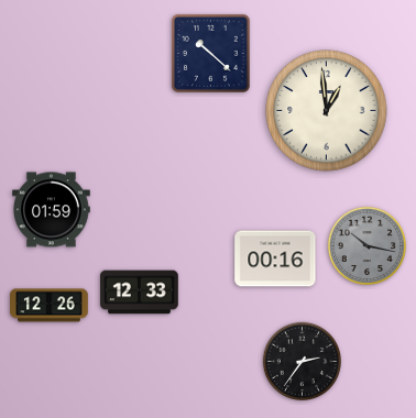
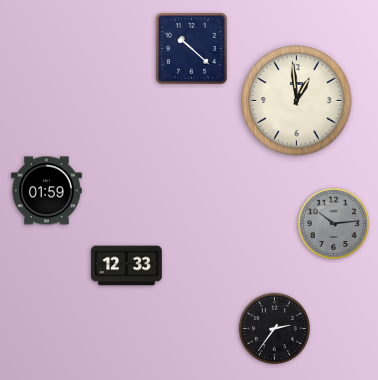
clock at (368, 246): 10:17 -> 10:14
clock at (275, 258): 00:16 -> none
clock at (50, 306): 12:26 -> none
